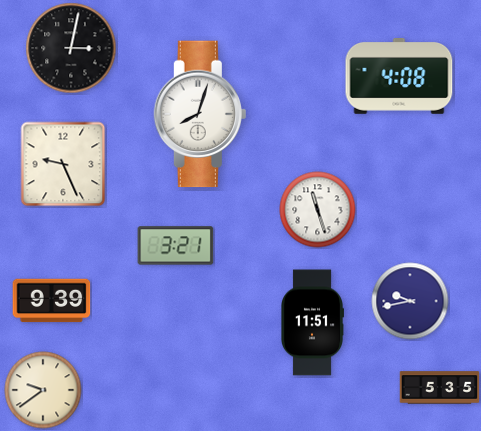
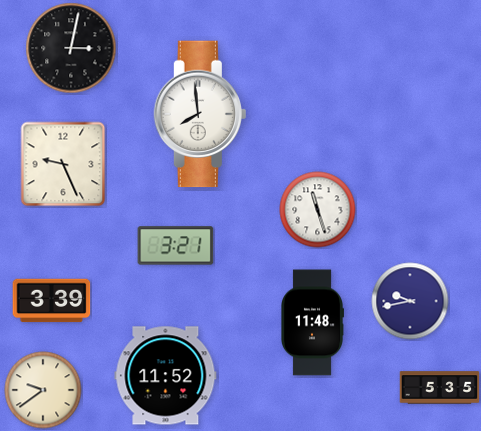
clock at (399, 77): 4:08 -> none
clock at (199, 114): 8:03 -> 7:59
clock at (52, 301): 9:39 -> 3:39
clock at (313, 323): 11:51 -> 11:48
clock at (166, 376): none -> 11:52
